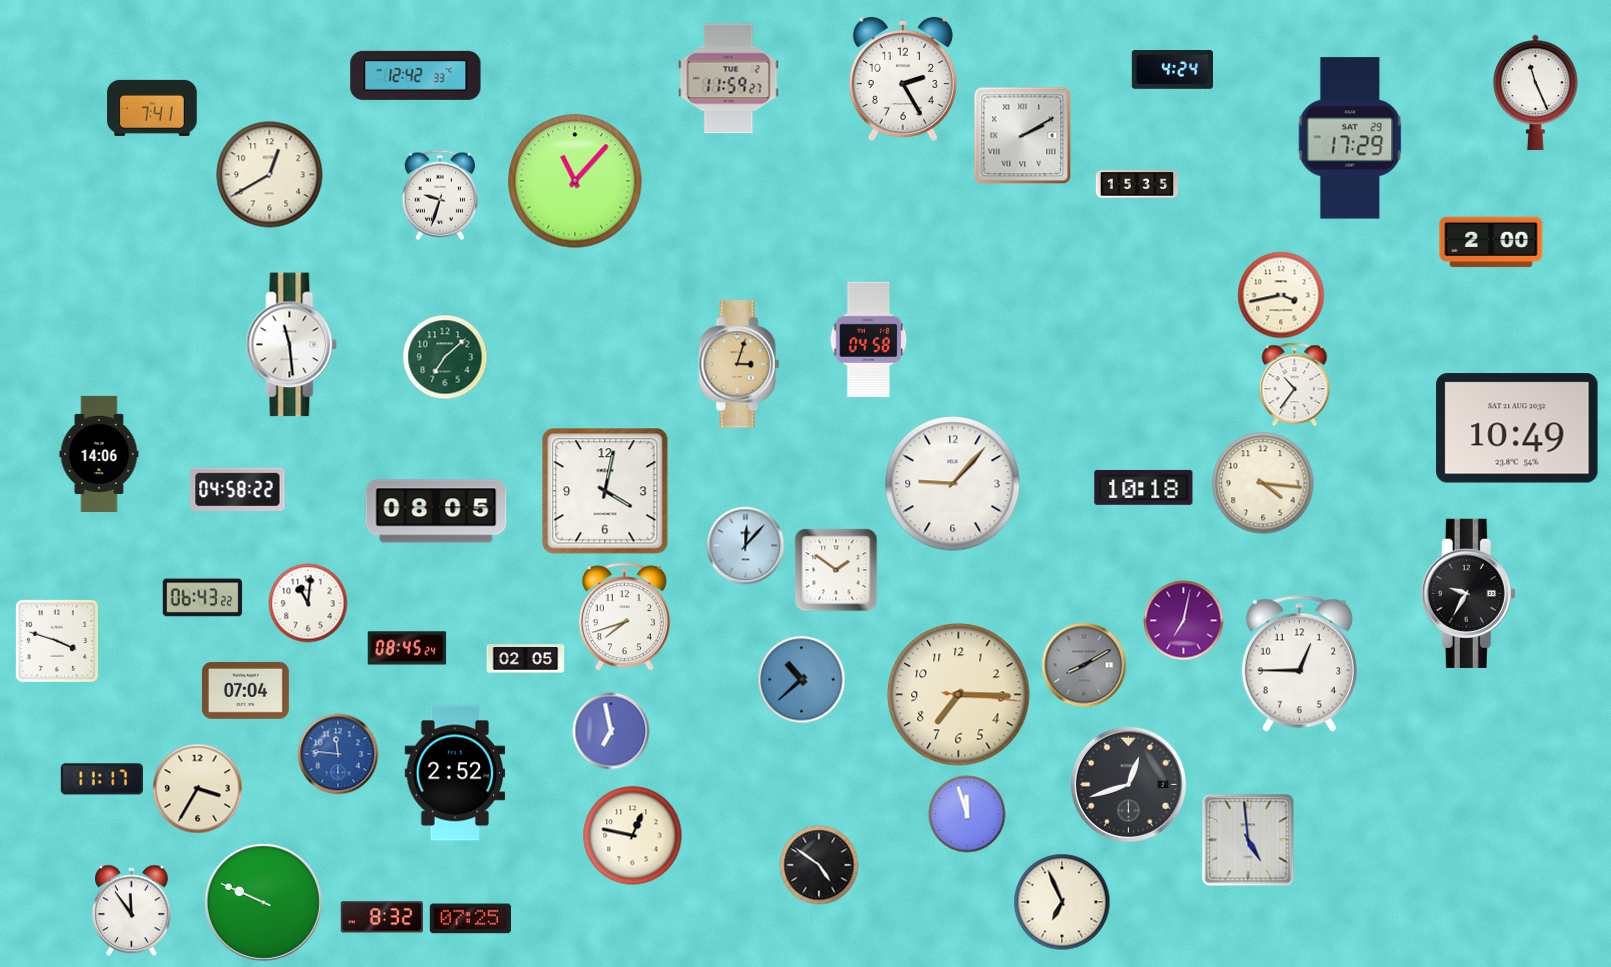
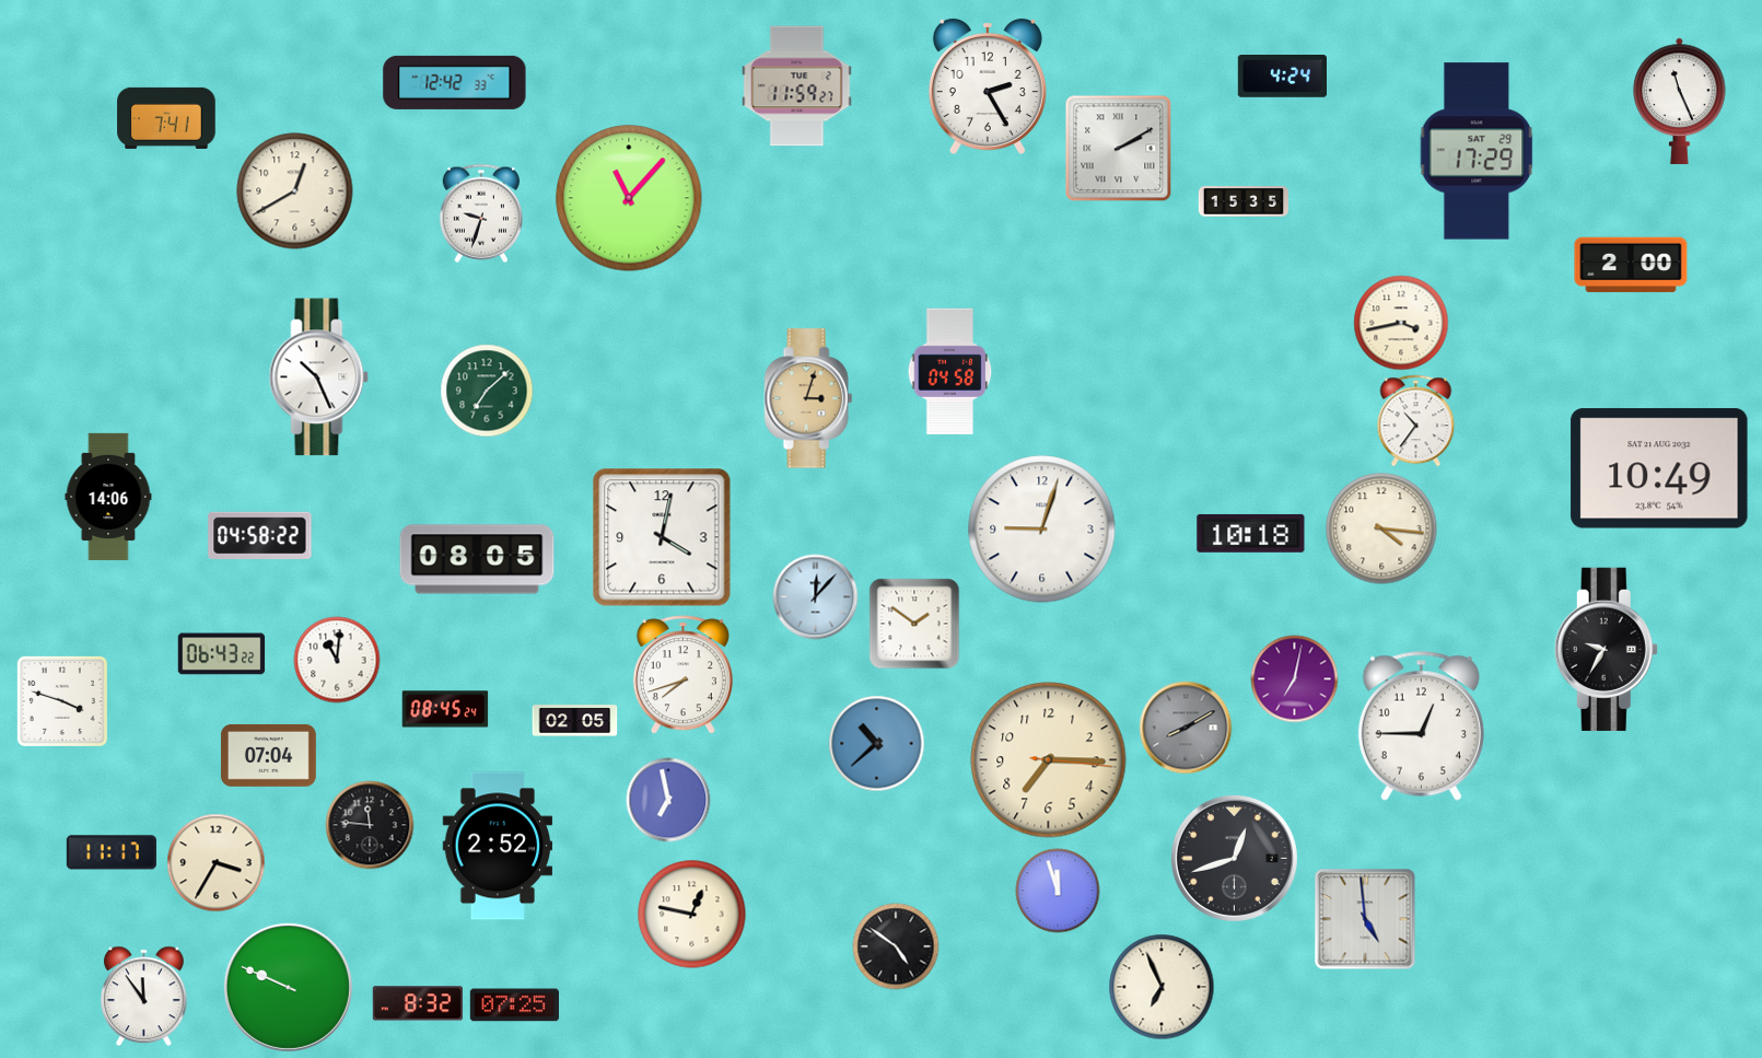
clock at (292, 345): 11:29 -> 10:26
clock at (953, 484): 9:07 -> 9:03
clock at (338, 754) dial: blue -> black
